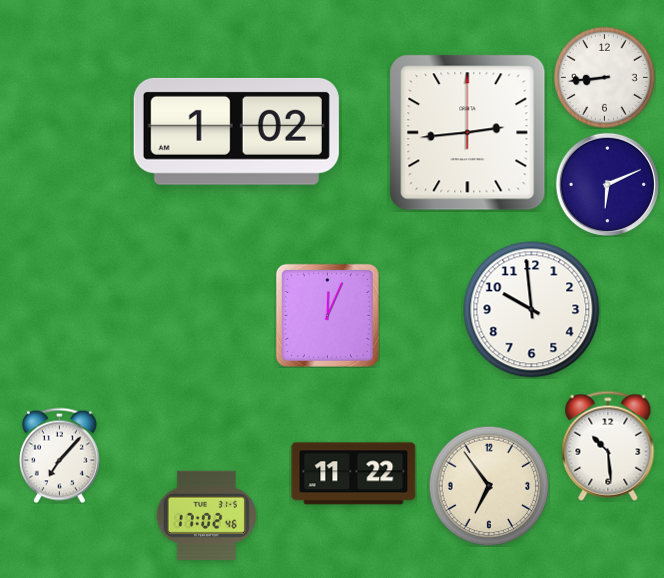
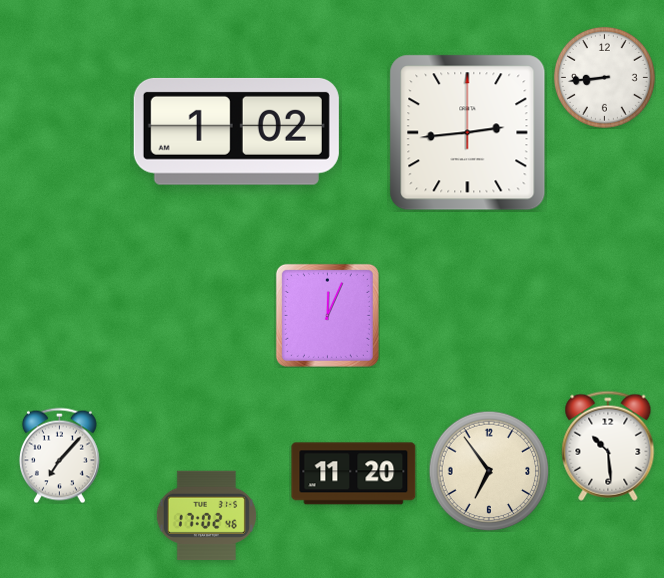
clock at (607, 184): 6:11 -> none
clock at (532, 310): 9:59 -> none
clock at (354, 474): 11:22 -> 11:20
clock at (489, 486) position: (489, 486) -> (489, 471)
